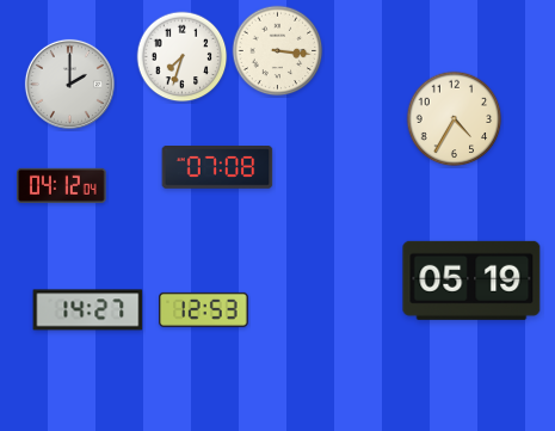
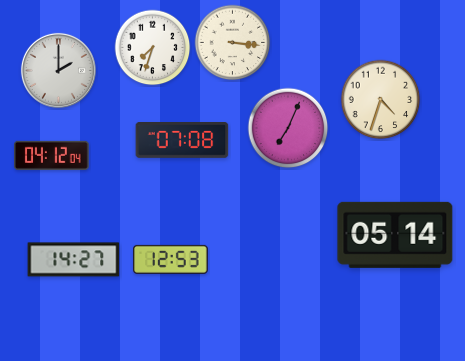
clock at (455, 119): 4:35 -> 4:33
clock at (288, 128): none -> 7:04
clock at (471, 281): 05:19 -> 05:14
